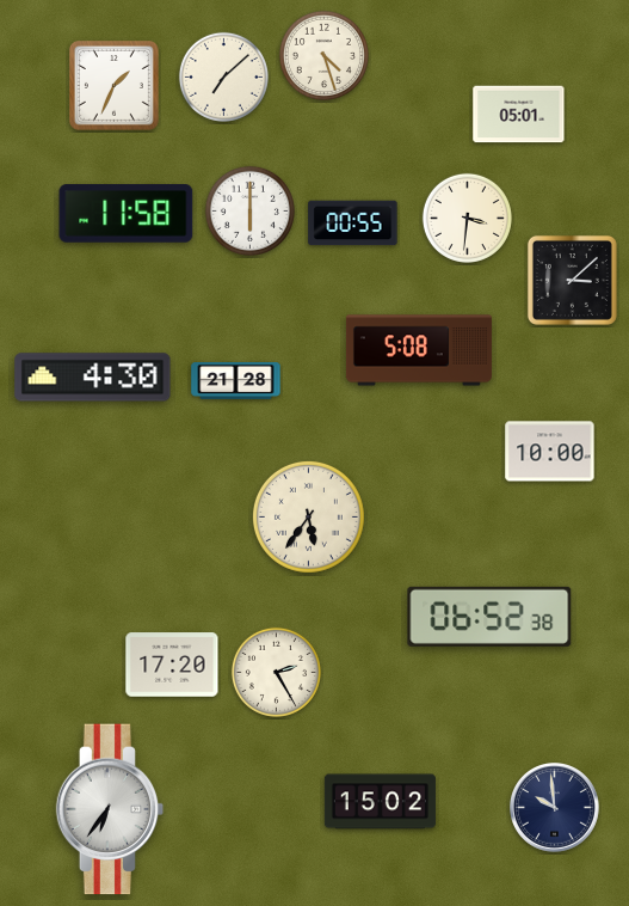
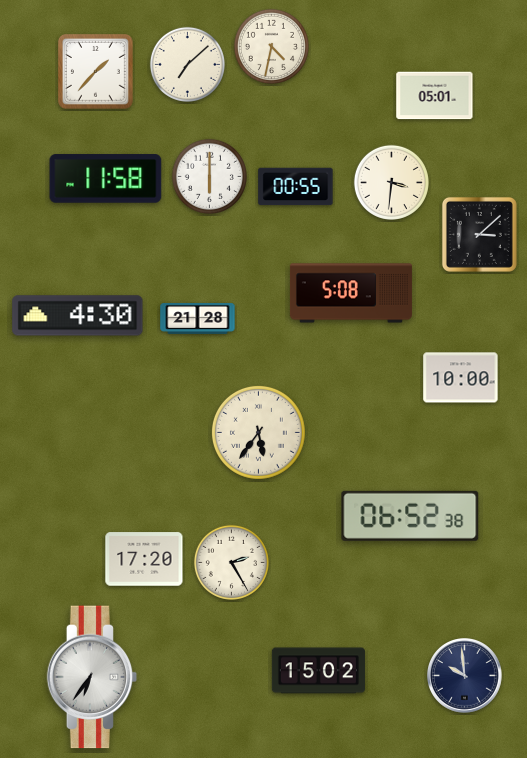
clock at (323, 55): 4:27 -> 4:32
clock at (113, 85): 1:34 -> 1:37
clock at (172, 665) position: (172, 665) -> (144, 559)
